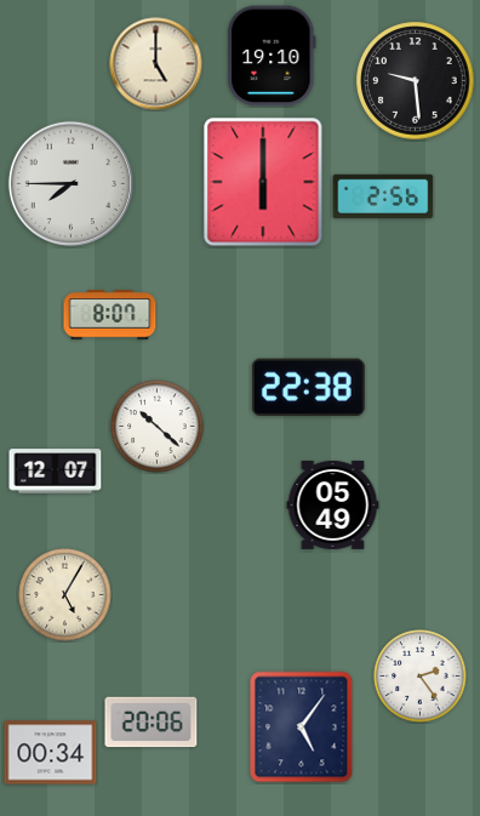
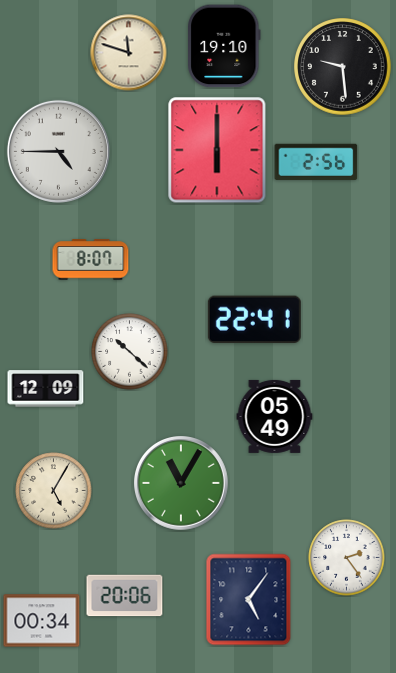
clock at (156, 64): 5:00 -> 11:48
clock at (70, 183): 7:45 -> 4:45
clock at (308, 387): 22:38 -> 22:41
clock at (56, 472): 12:07 -> 12:09
clock at (182, 484): none -> 11:05
